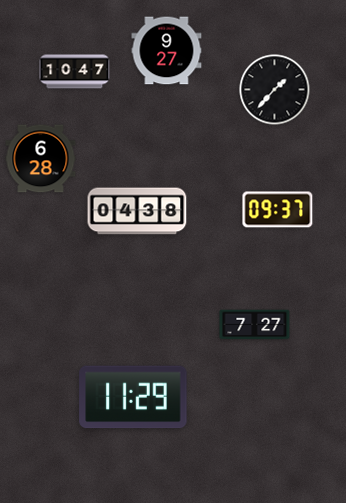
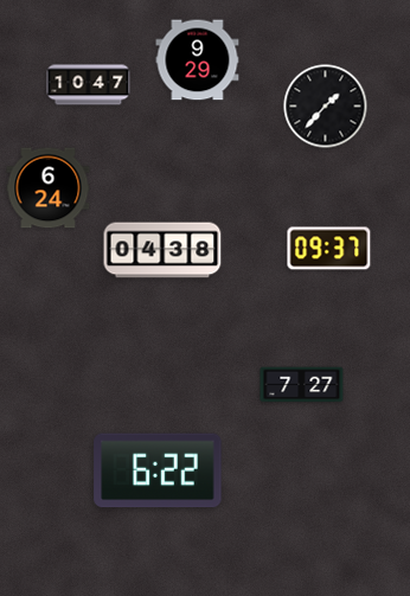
clock at (167, 51): 9:27 -> 9:29
clock at (41, 159): 6:28 -> 6:24
clock at (133, 397): 11:29 -> 6:22
